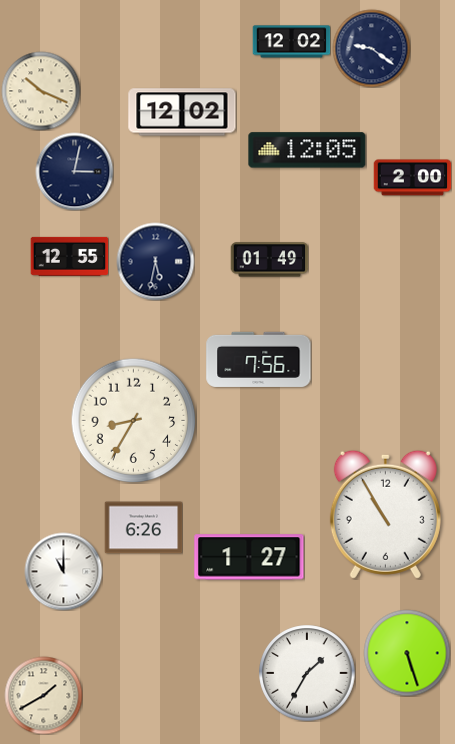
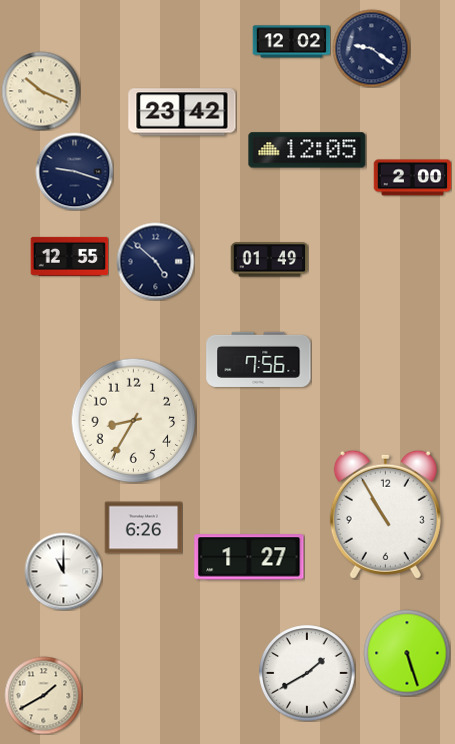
clock at (182, 112): 12:02 -> 23:42
clock at (74, 171): 3:02 -> 9:18
clock at (155, 261): 5:32 -> 4:52
clock at (307, 673): 1:35 -> 1:40
